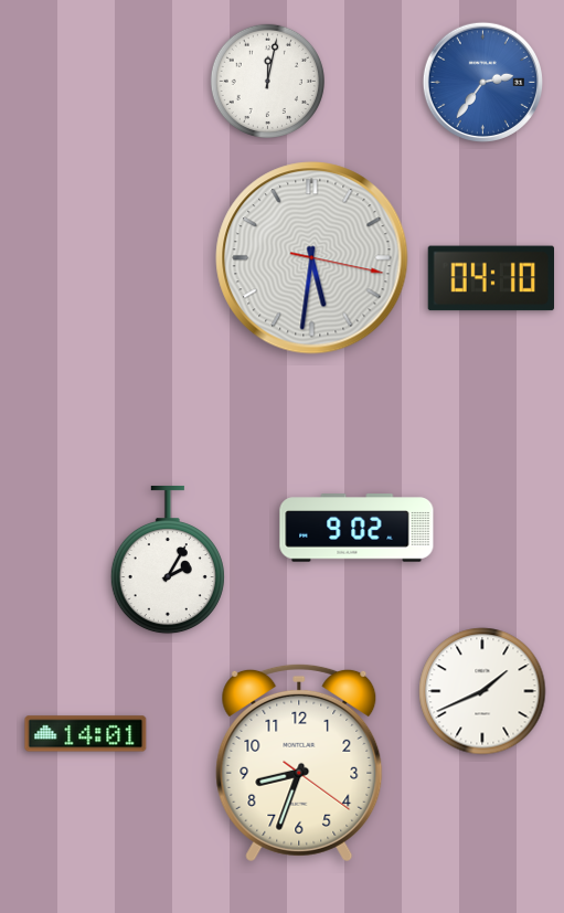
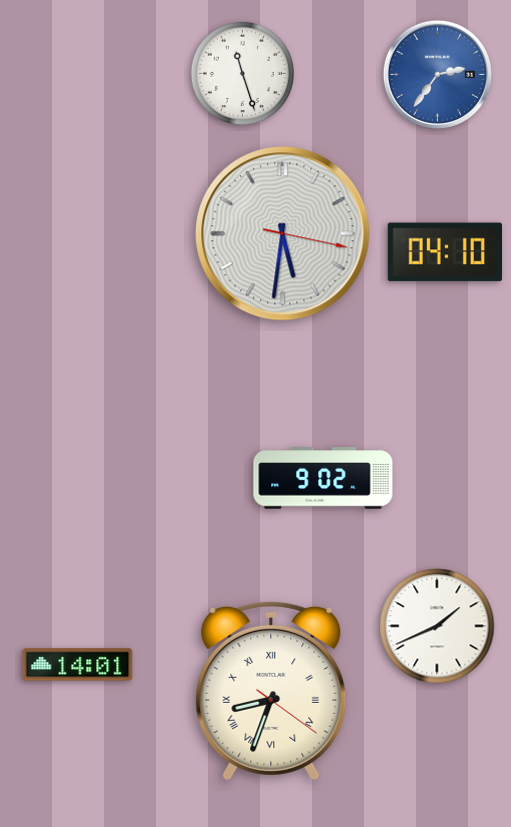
clock at (267, 81): 12:02 -> 11:27
clock at (168, 560): 2:05 -> none
clock at (299, 763) numerals: Arabic -> Roman
